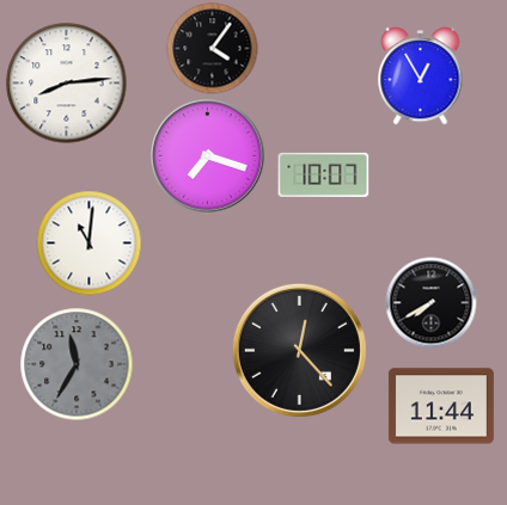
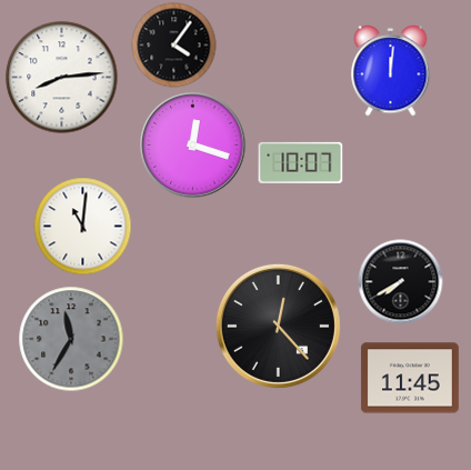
clock at (213, 49) position: (213, 49) -> (174, 46)
clock at (421, 76): 12:55 -> 12:01
clock at (208, 156): 7:18 -> 12:18
clock at (441, 406): 11:44 -> 11:45
